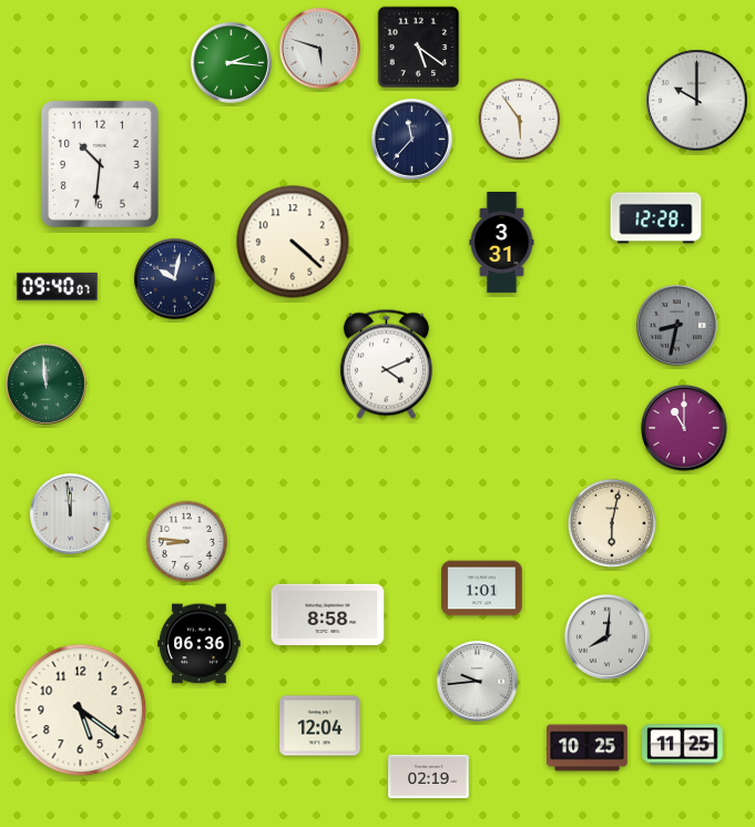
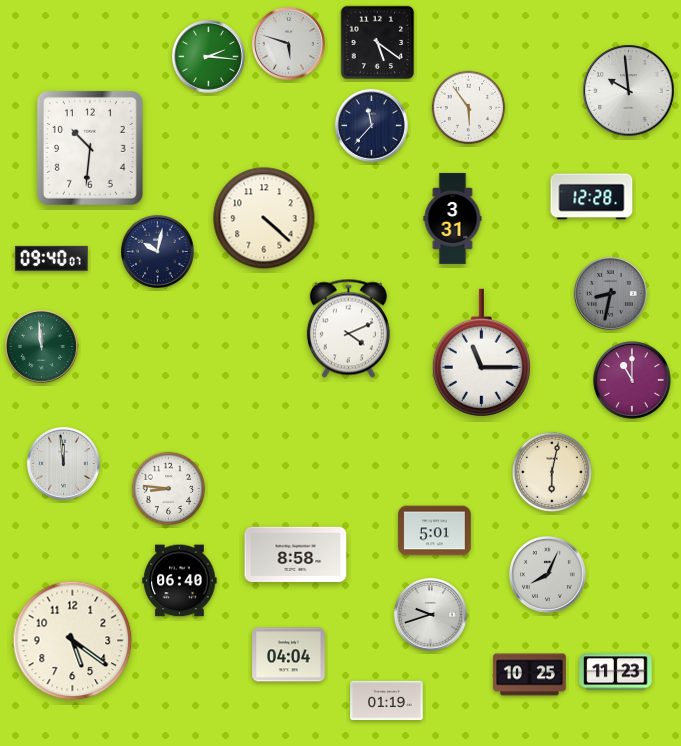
clock at (697, 101): 10:00 -> 9:59
clock at (481, 353): none -> 11:15
clock at (685, 429) position: (685, 429) -> (633, 381)
clock at (482, 589): 1:01 -> 5:01
clock at (608, 637): 8:01 -> 8:04
clock at (200, 644): 06:36 -> 06:40
clock at (478, 682): 9:44 -> 9:42
clock at (320, 726): 12:04 -> 04:04
clock at (683, 745): 11:25 -> 11:23
clock at (429, 777): 02:19 -> 01:19
